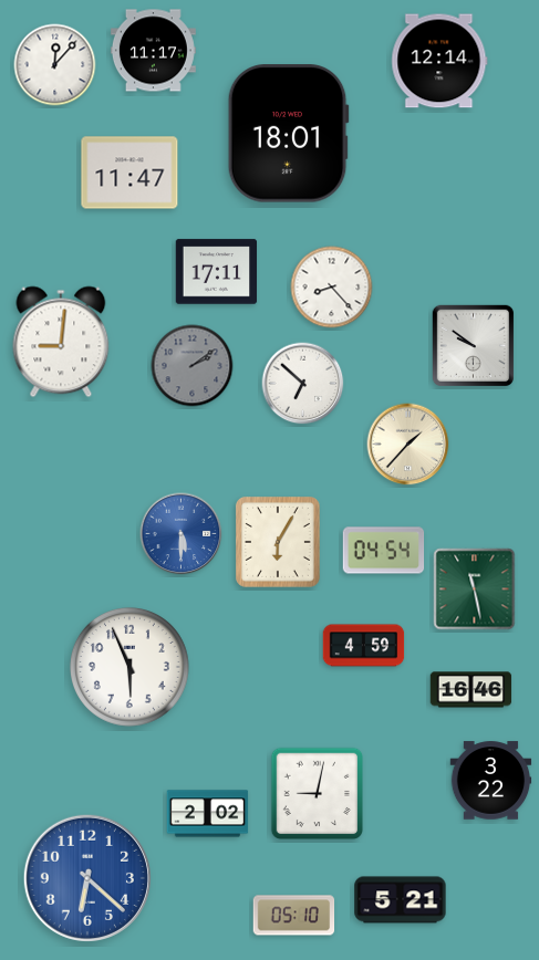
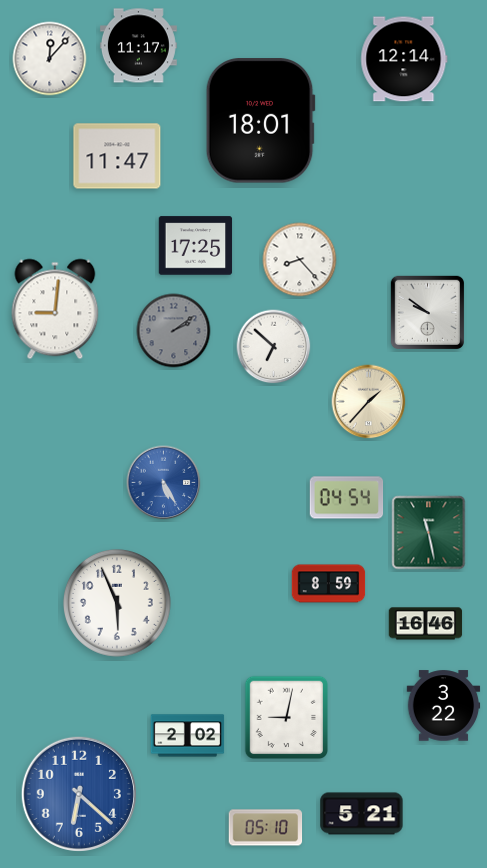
clock at (439, 61) position: (439, 61) -> (404, 59)
clock at (217, 272): 17:11 -> 17:25
clock at (182, 534): 5:30 -> 5:25
clock at (278, 542): 6:05 -> none
clock at (364, 646): 4:59 -> 8:59
